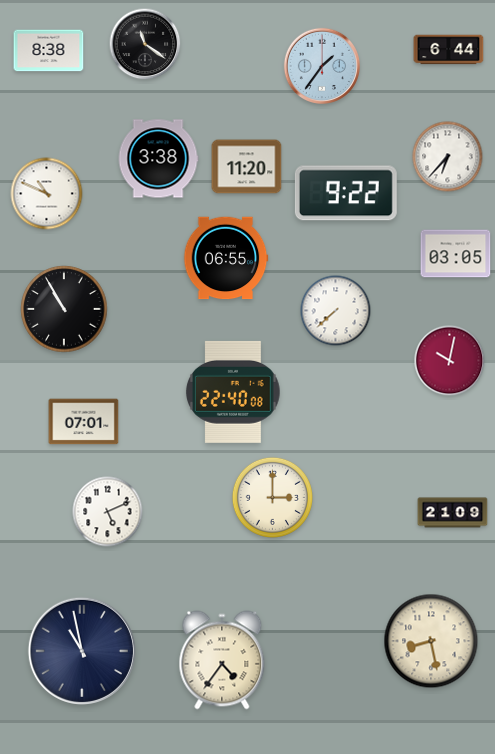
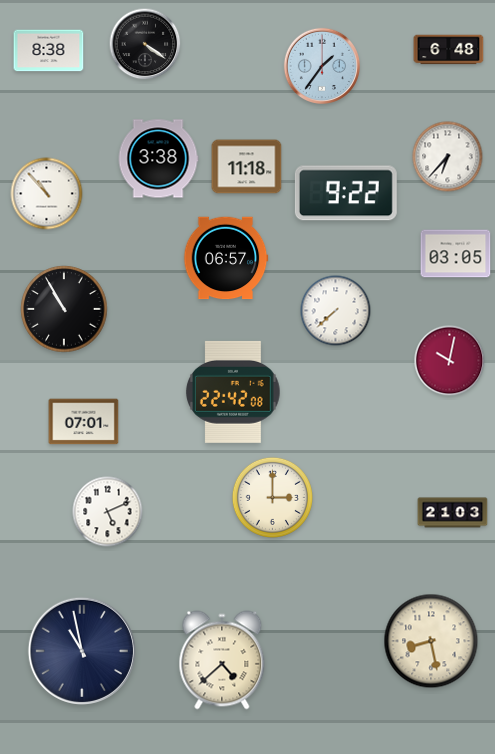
clock at (145, 44): 11:21 -> 4:21
clock at (449, 50): 6:44 -> 6:48
clock at (247, 167): 11:20 -> 11:18
clock at (47, 194): 10:49 -> 10:53
clock at (226, 258): 06:55 -> 06:57
clock at (233, 392): 22:40 -> 22:42
clock at (453, 513): 21:09 -> 21:03
clock at (222, 660): 4:36 -> 4:38
